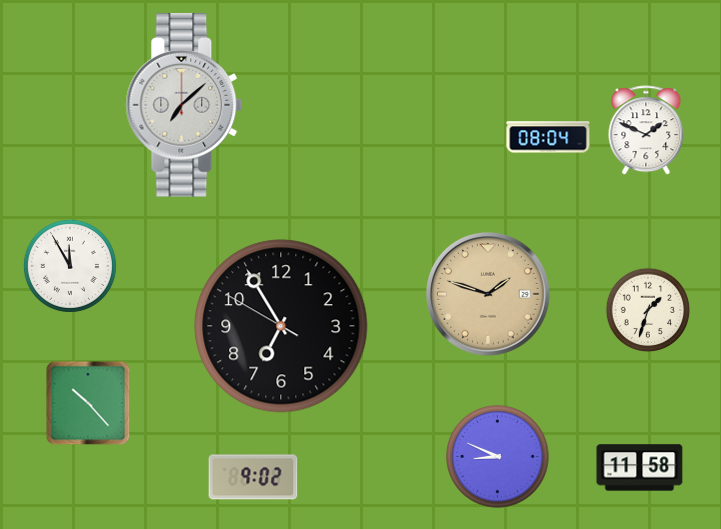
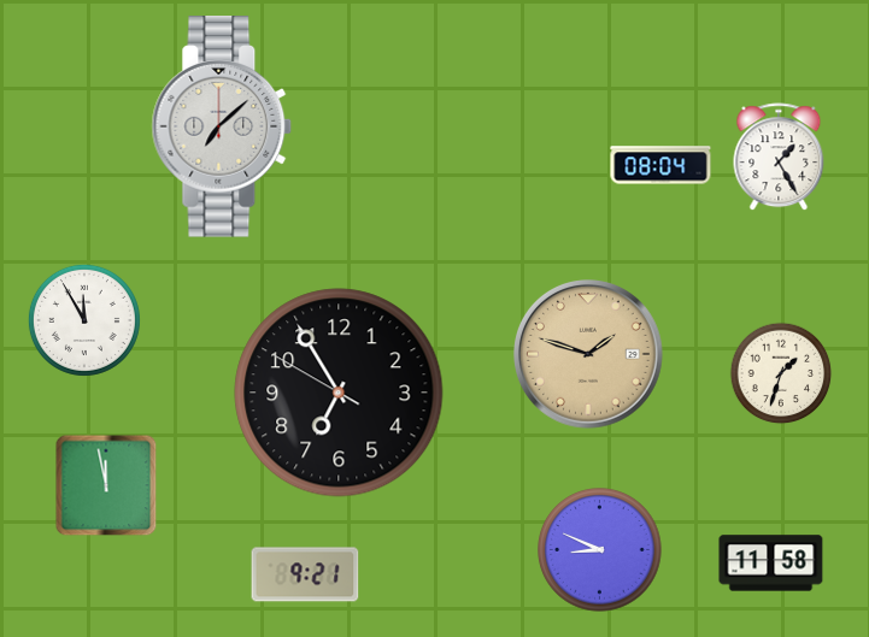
clock at (646, 131): 1:49 -> 1:25
clock at (88, 403): 10:23 -> 11:58
clock at (253, 477): 9:02 -> 9:21
